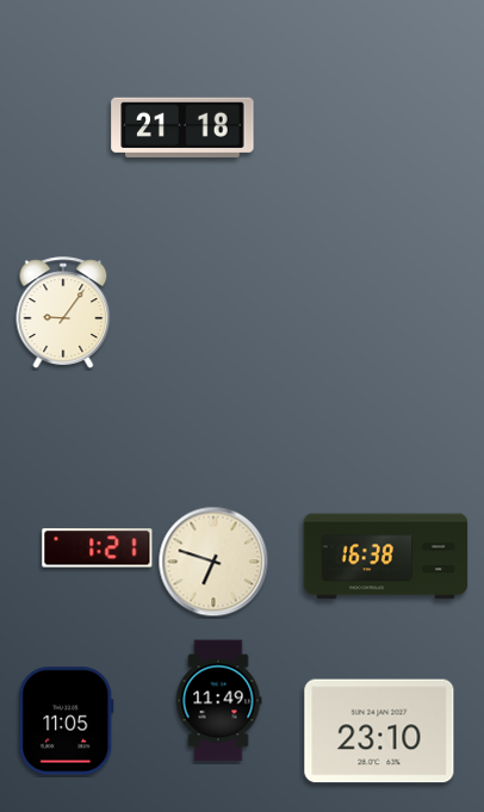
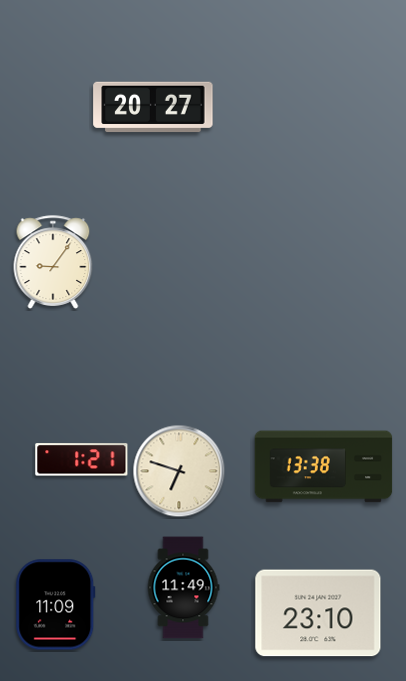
clock at (182, 128): 21:18 -> 20:27
clock at (386, 557): 16:38 -> 13:38
clock at (67, 721): 11:05 -> 11:09
